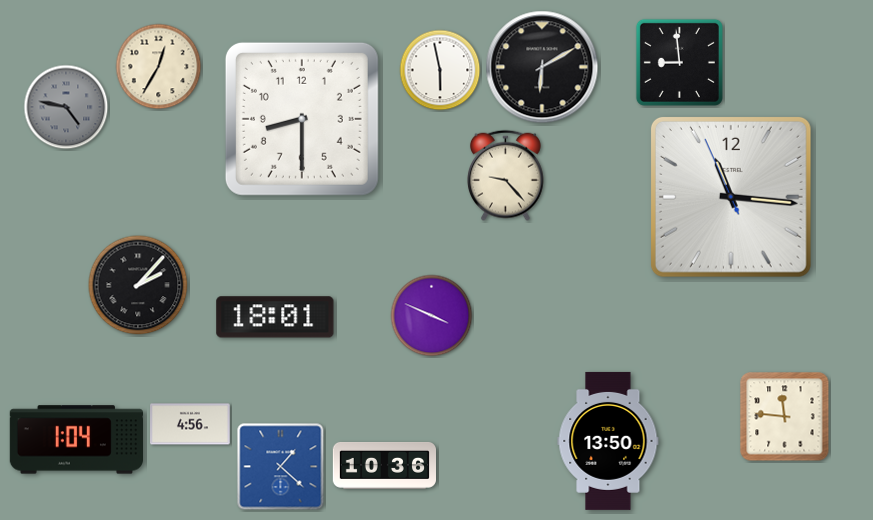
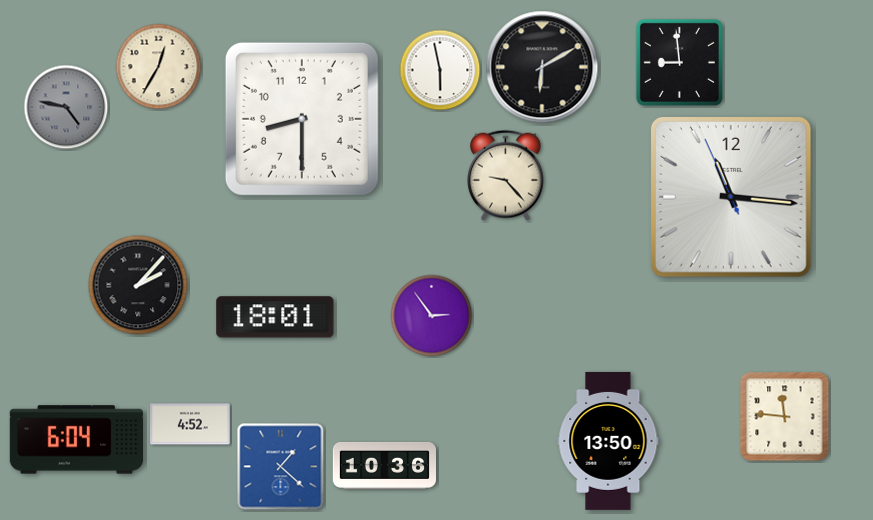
clock at (432, 316): 3:49 -> 2:54
clock at (190, 424): 4:56 -> 4:52
clock at (76, 440): 1:04 -> 6:04
